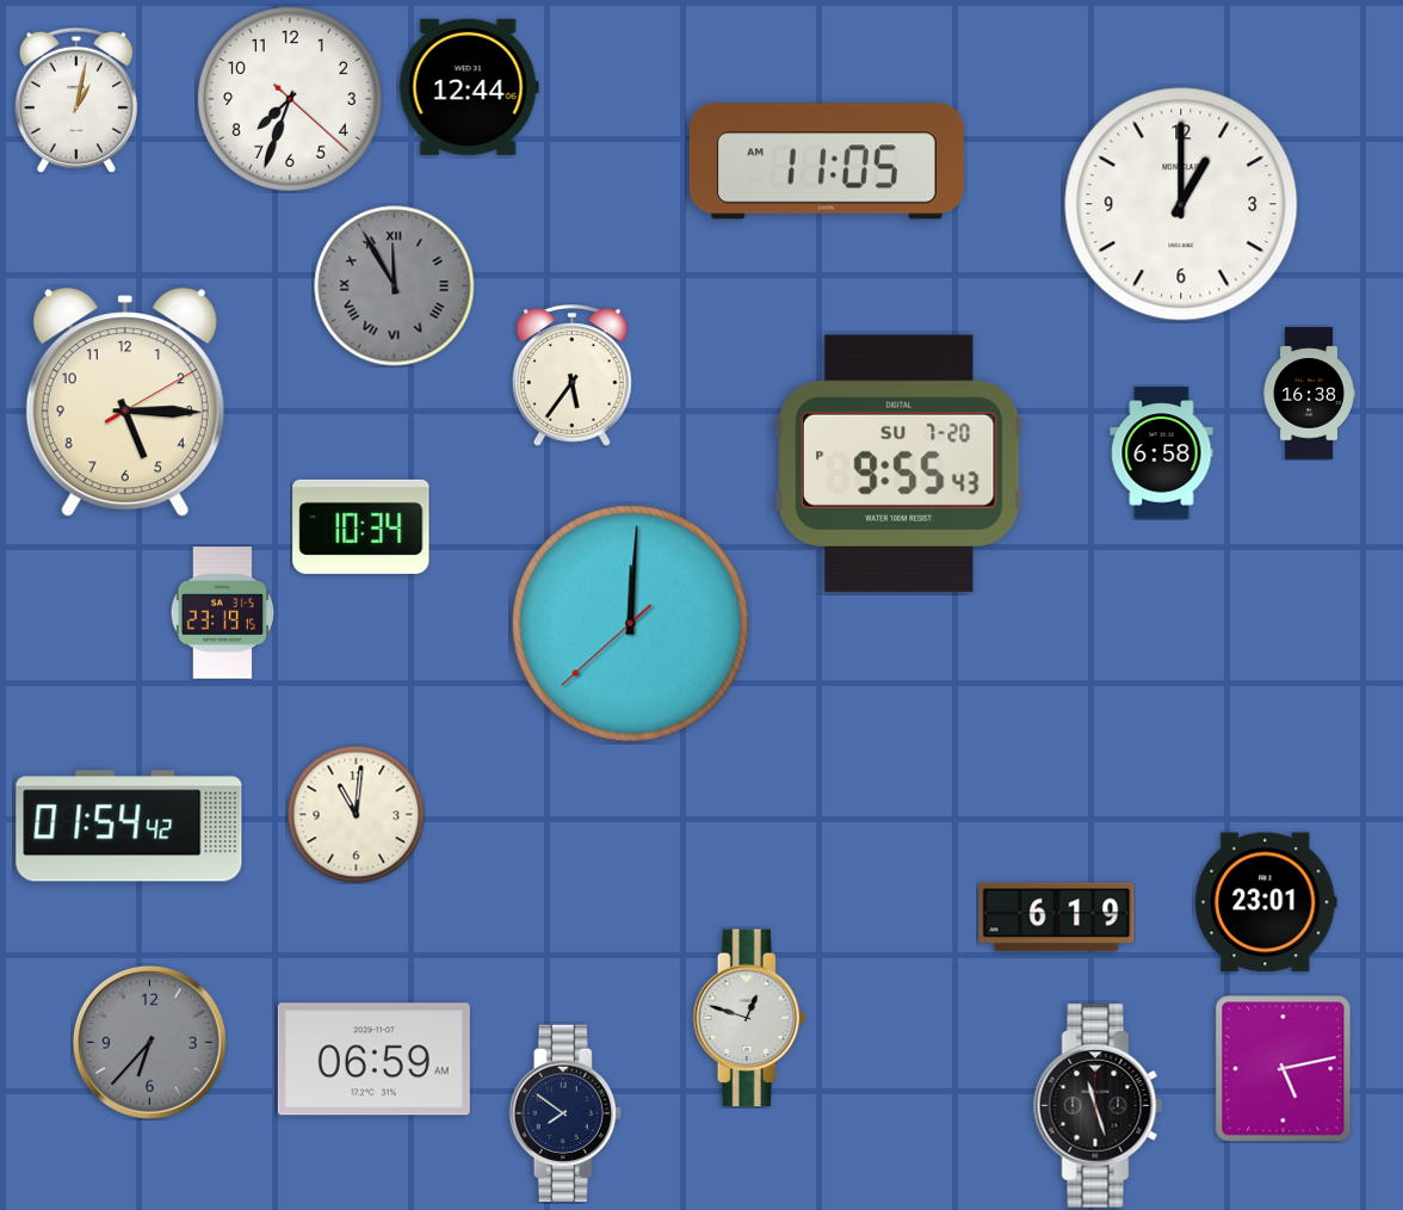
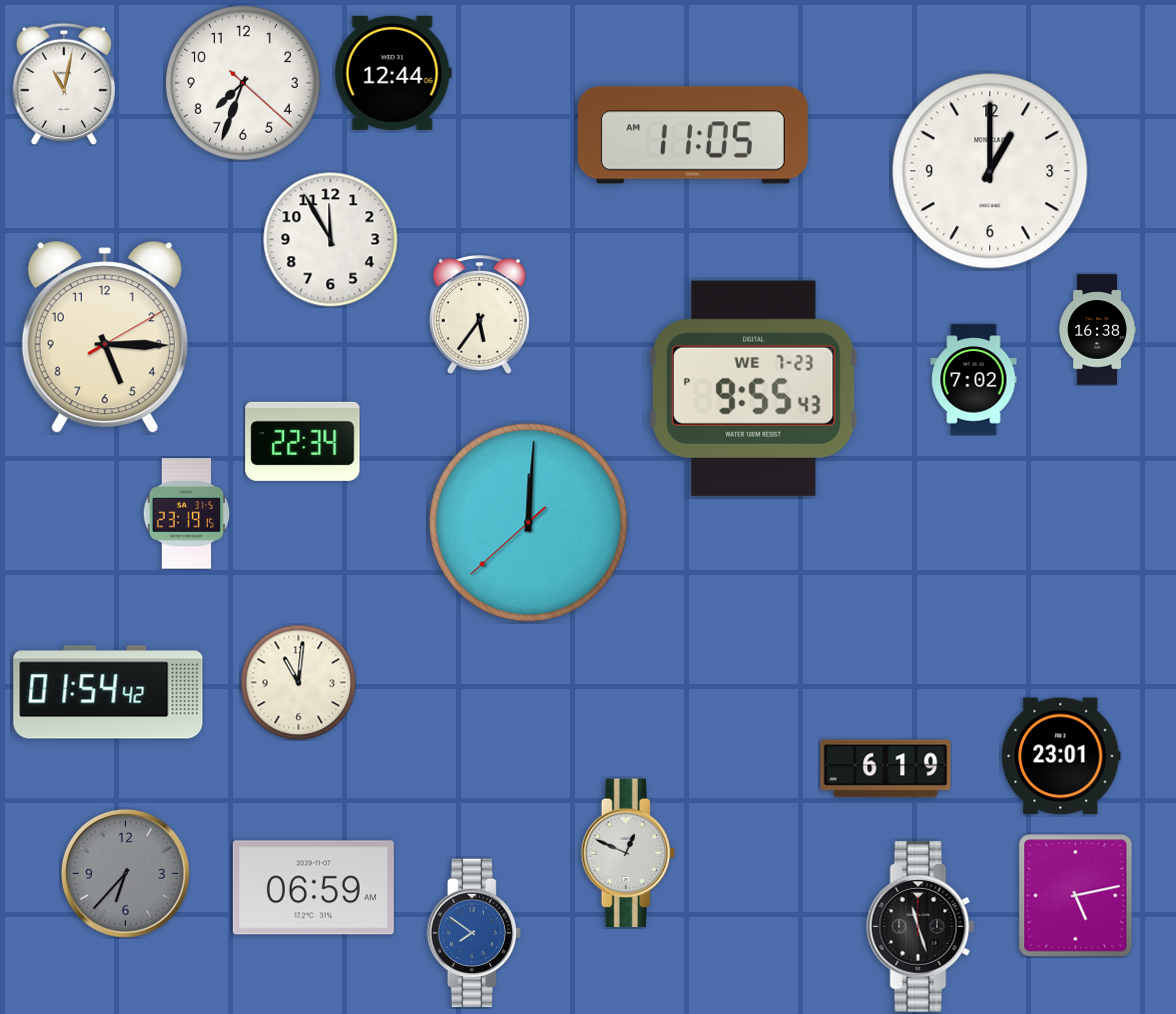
clock at (76, 99): 1:02 -> 11:02
clock at (395, 286) dial: grey -> white
clock at (395, 286) numerals: Roman -> Arabic
clock at (1162, 453): 6:58 -> 7:02
clock at (898, 463) date: SU 7-20 -> WE 7-23
clock at (361, 526): 10:34 -> 22:34
clock at (749, 1018): 12:48 -> 12:49
clock at (565, 1113) dial: navy -> blue
